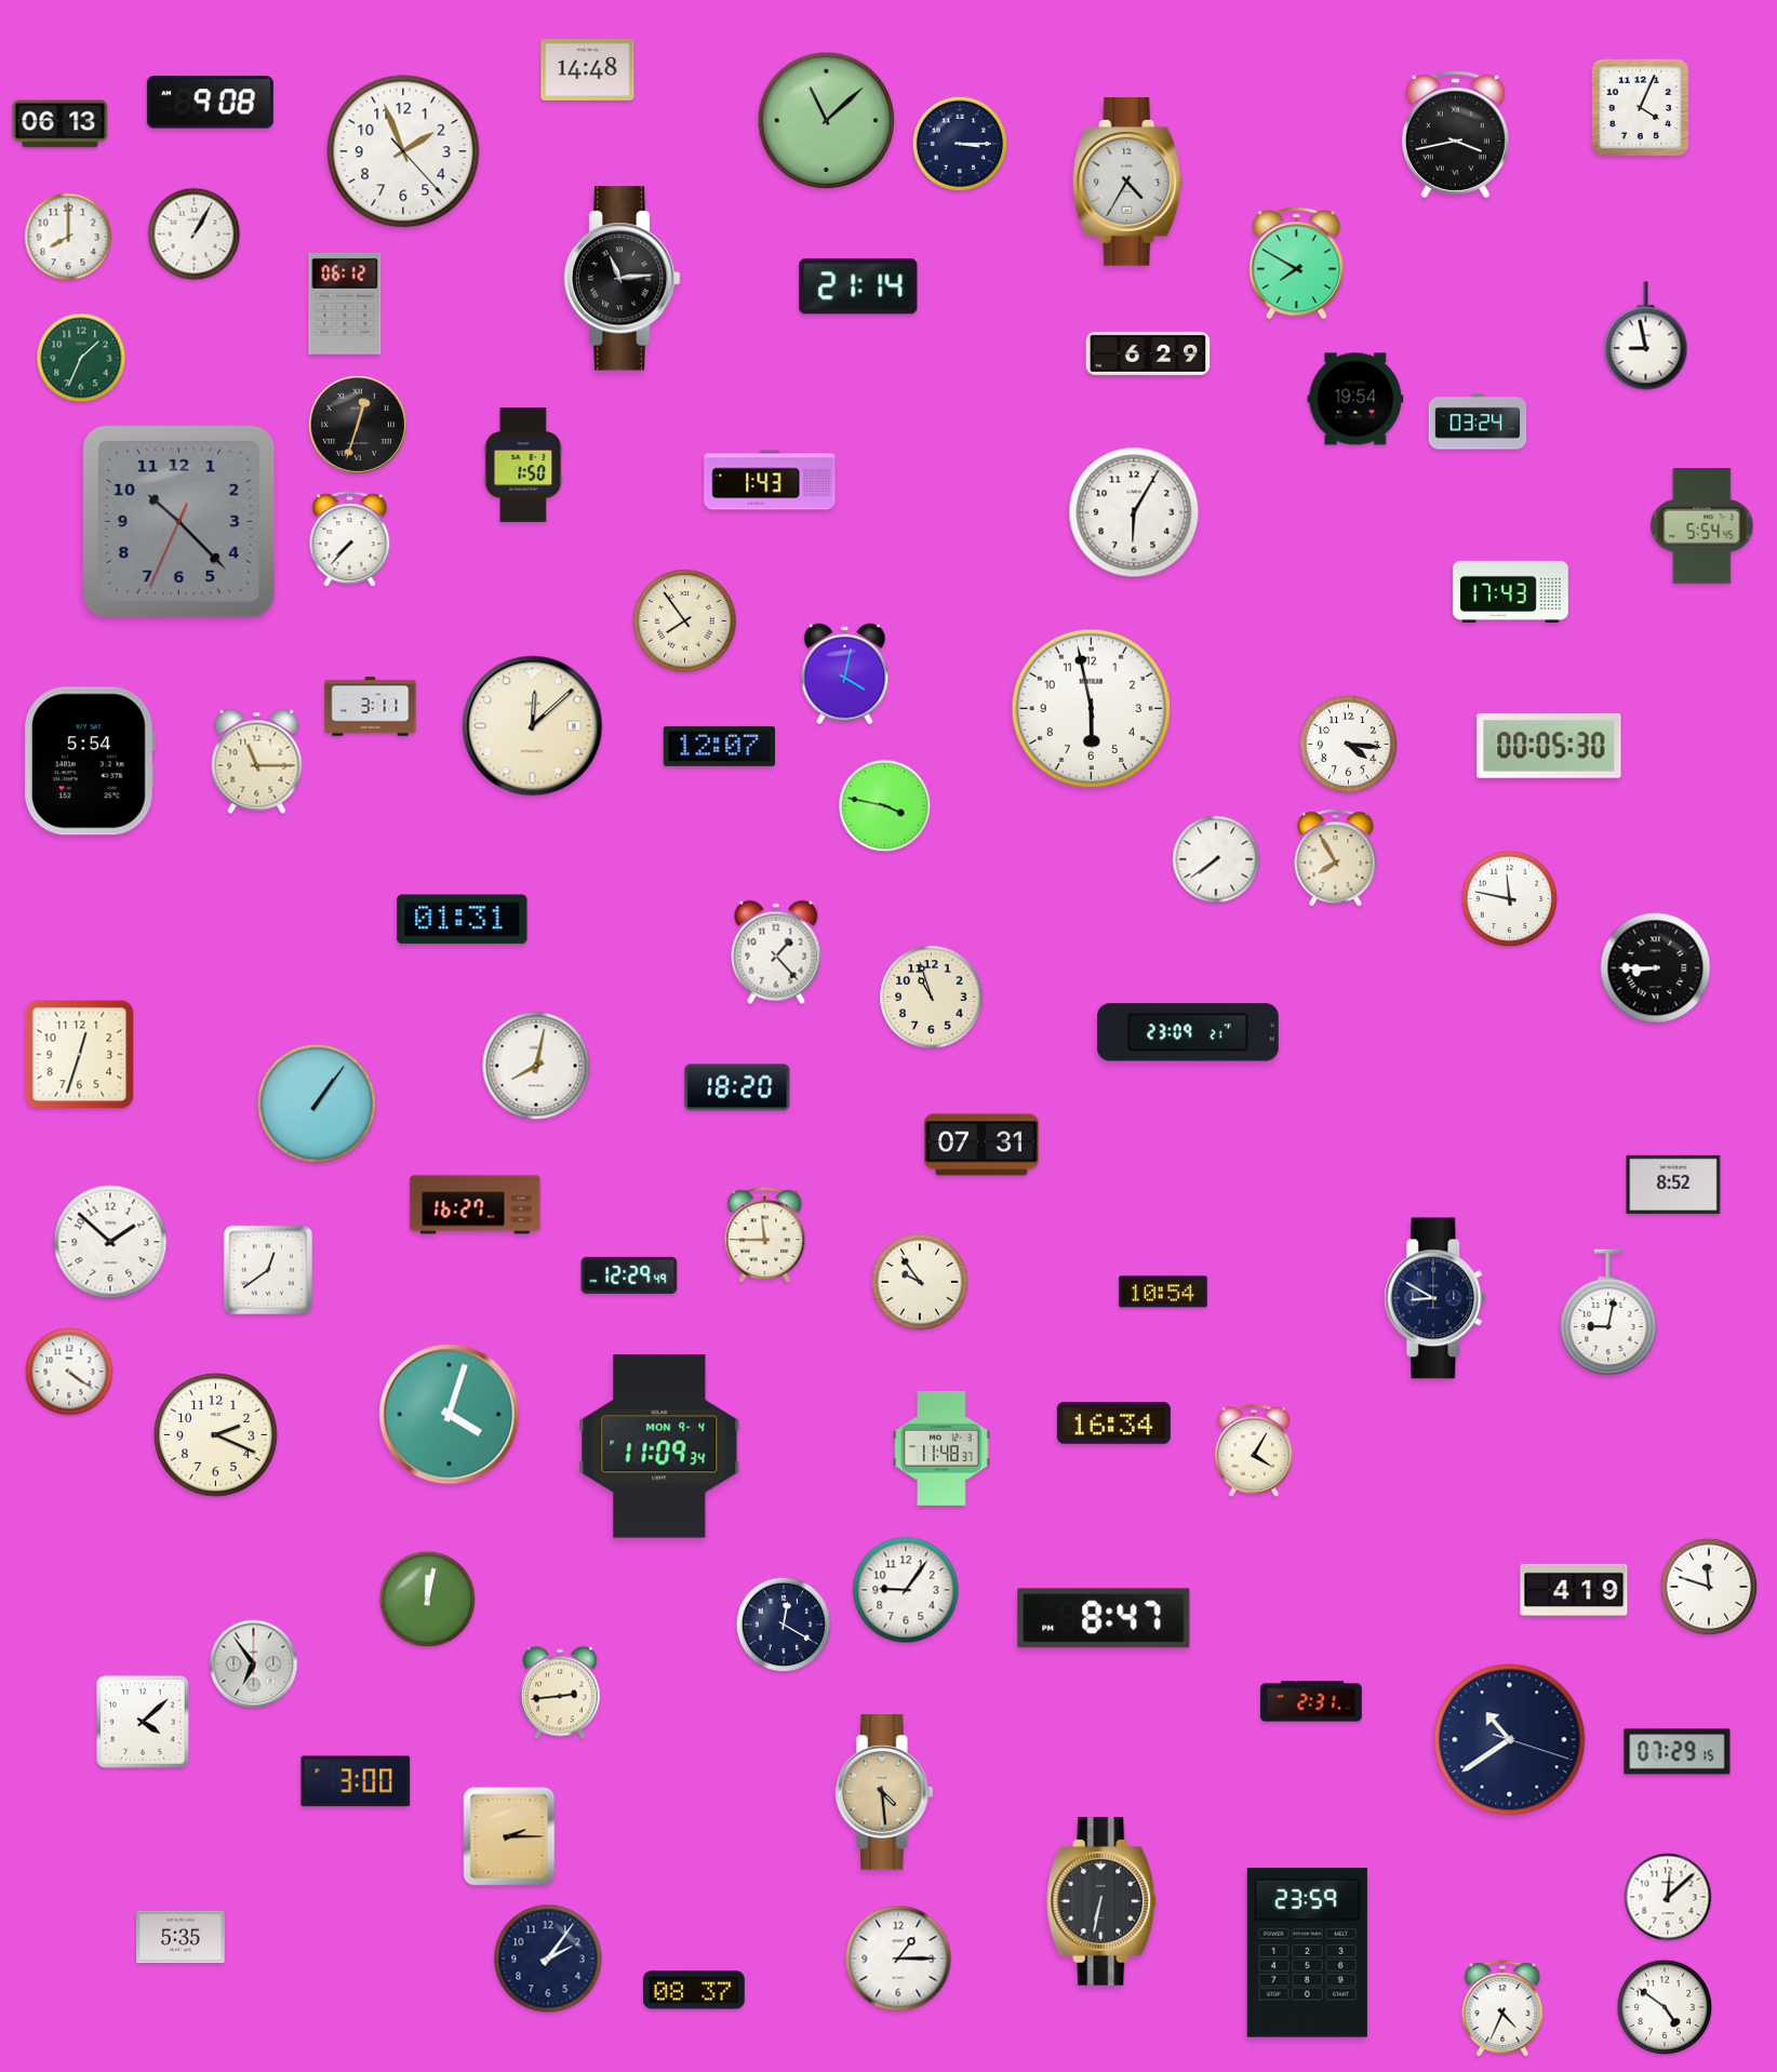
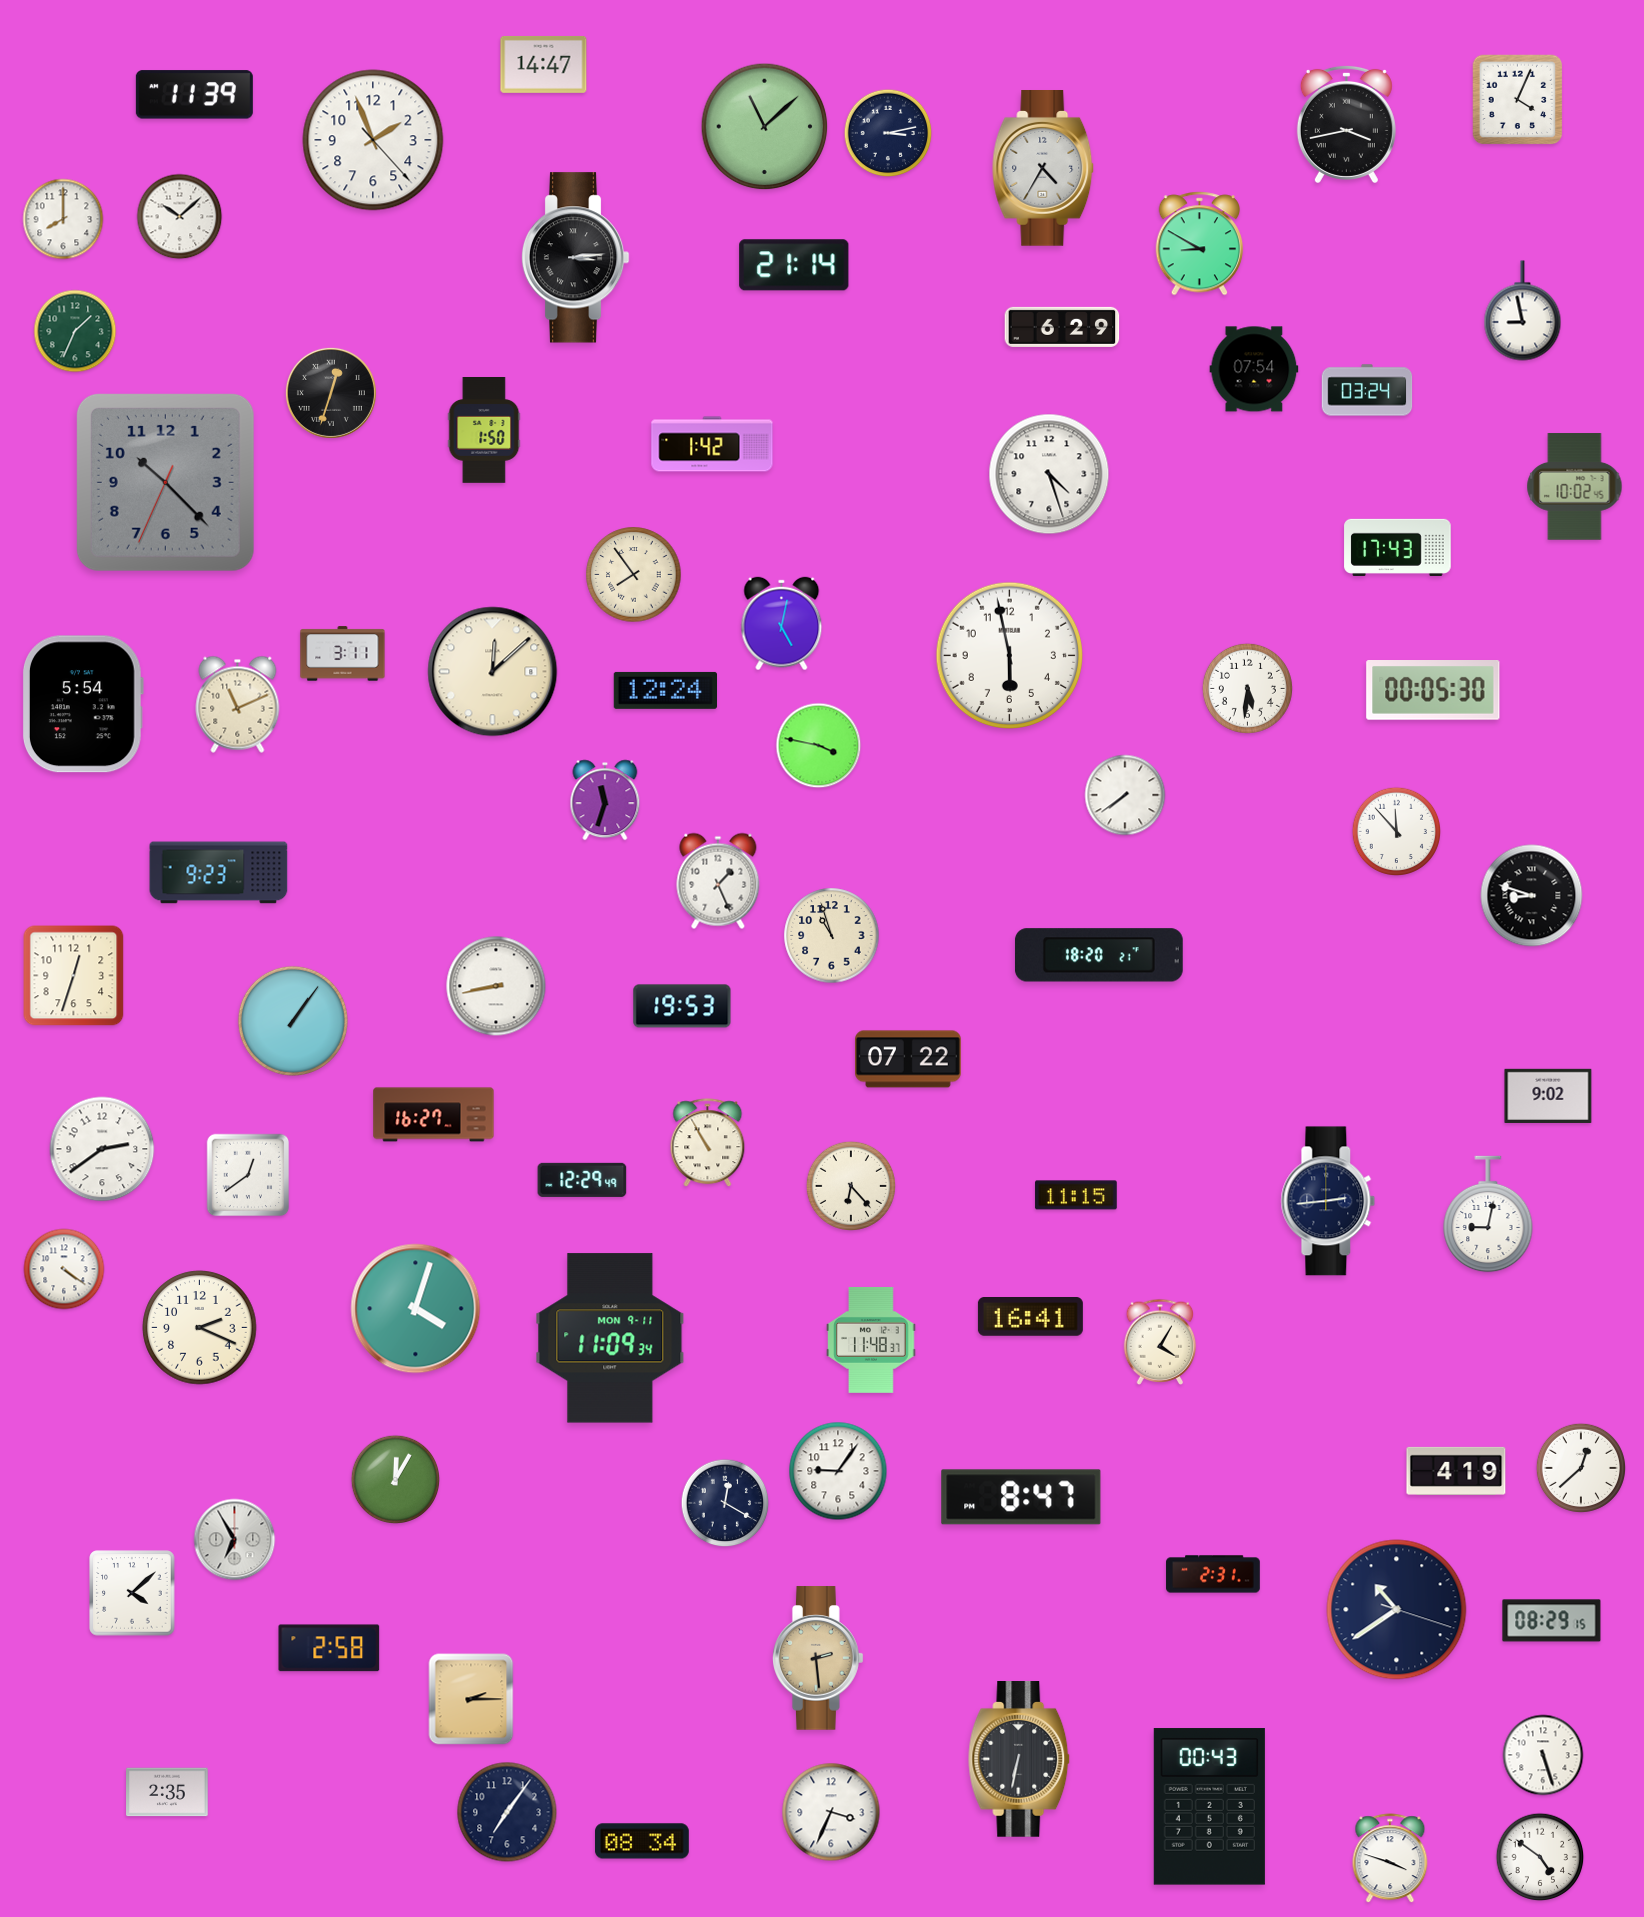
clock at (588, 69): 14:48 -> 14:47
clock at (210, 103): 9:08 -> 11:39
clock at (827, 121) position: (827, 121) -> (765, 127)
clock at (61, 124): 06:13 -> none
clock at (960, 144): 3:15 -> 3:13
clock at (195, 235): 1:05 -> 10:08
clock at (1297, 264): 7:50 -> 8:50
clock at (622, 279): 11:14 -> 3:14
clock at (345, 304): 06:12 -> none
clock at (1355, 399): 19:54 -> 07:54
clock at (770, 480): 1:43 -> 1:42
clock at (1134, 512): 6:05 -> 4:27
clock at (1702, 526): 5:54 -> 10:02
clock at (350, 539): 7:37 -> none
clock at (845, 674): 4:02 -> 5:02
clock at (1348, 744): 4:16 -> 5:31
clock at (719, 746): 12:07 -> 12:24
clock at (257, 761): 11:15 -> 11:11
clock at (1336, 858): 7:55 -> none
clock at (605, 800): none -> 11:33
clock at (1509, 898): 11:47 -> 11:53
clock at (463, 920): 01:31 -> none
clock at (219, 873): none -> 9:23
clock at (776, 952): 1:23 -> 1:26
clock at (1656, 968): 8:45 -> 8:48
clock at (932, 998) position: (932, 998) -> (832, 936)
clock at (1188, 1032): 23:09 -> 18:20
clock at (536, 1066): 8:02 -> 8:43
clock at (737, 1087): 18:20 -> 19:53
clock at (983, 1145): 07:31 -> 07:22
clock at (1673, 1185): 8:52 -> 9:02
clock at (476, 1205) position: (476, 1205) -> (434, 1115)
clock at (765, 1235): 11:45 -> 10:55
clock at (110, 1242): 1:52 -> 2:39
clock at (920, 1282): 9:54 -> 6:23
clock at (1163, 1292): 10:54 -> 11:15
clock at (1435, 1298): 8:50 -> 2:44
clock at (1113, 1423): 16:34 -> 16:41
clock at (659, 1446) date: MON 9-4 -> MON 9-11
clock at (1709, 1587): 11:48 -> 12:38
clock at (427, 1599): 12:02 -> 12:05
clock at (254, 1665): 6:54 -> 6:55
clock at (560, 1693): 2:44 -> none
clock at (1678, 1752): 07:29 -> 08:29
clock at (356, 1781): 3:00 -> 2:58
clock at (885, 1792): 4:29 -> 2:29
clock at (1668, 1897): 12:08 -> 5:27
clock at (181, 1937): 5:35 -> 2:35
clock at (1307, 1953): 23:59 -> 00:43
clock at (548, 1959): 2:06 -> 7:06
clock at (898, 1959): 1:15 -> 3:34
clock at (695, 1990): 08:37 -> 08:34
clock at (1502, 2009): 4:34 -> 3:48
